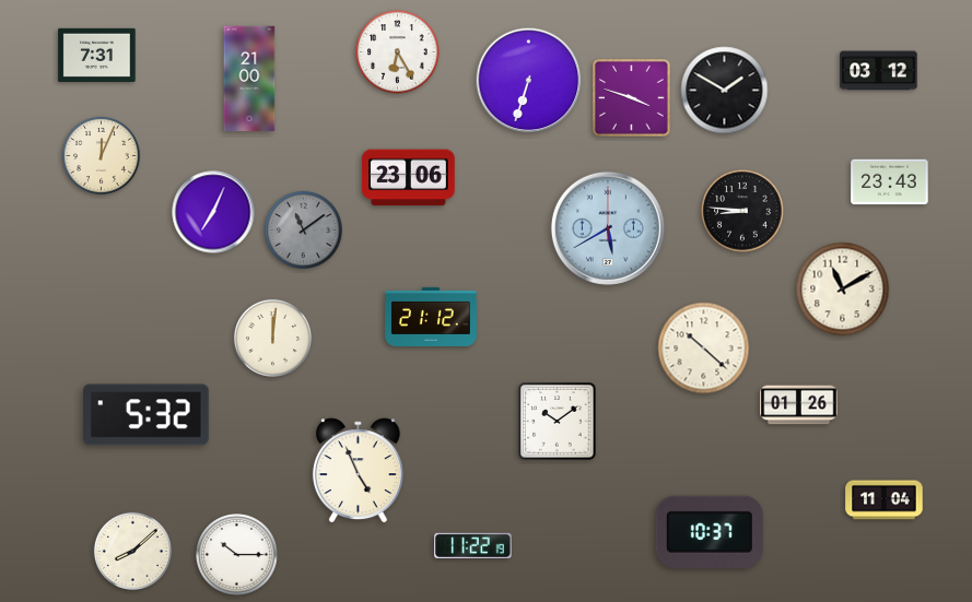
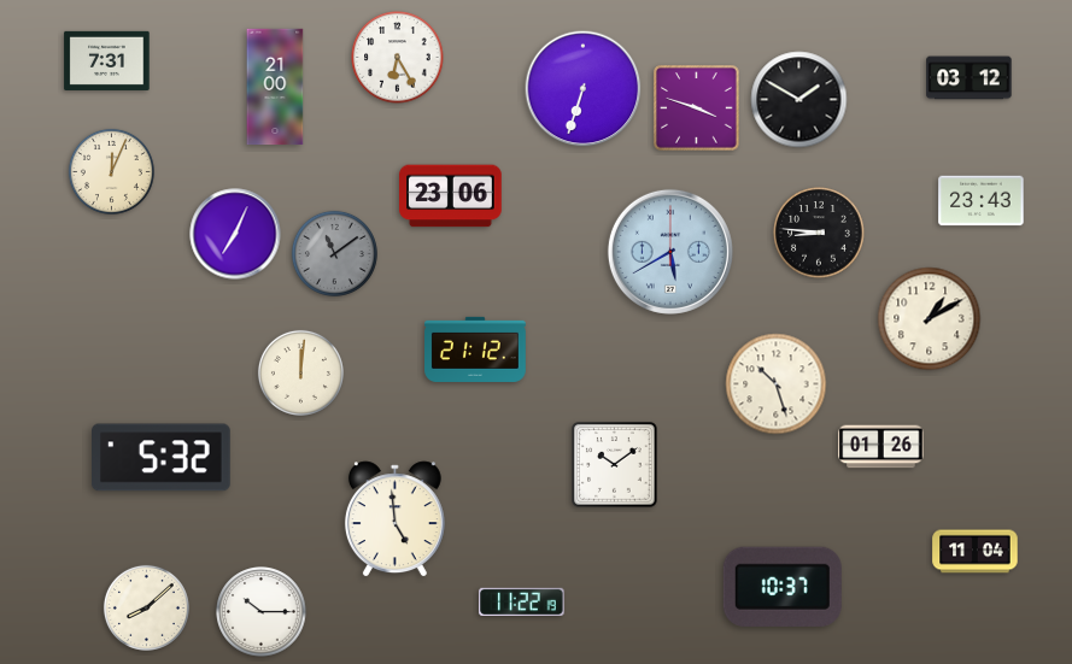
clock at (398, 52) position: (398, 52) -> (398, 58)
clock at (843, 290): 11:10 -> 1:10
clock at (704, 349): 10:22 -> 10:27
clock at (358, 471): 4:56 -> 4:59
